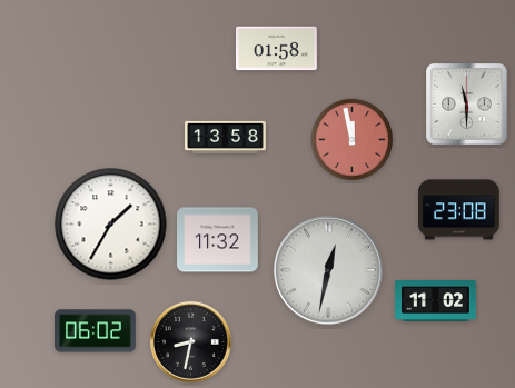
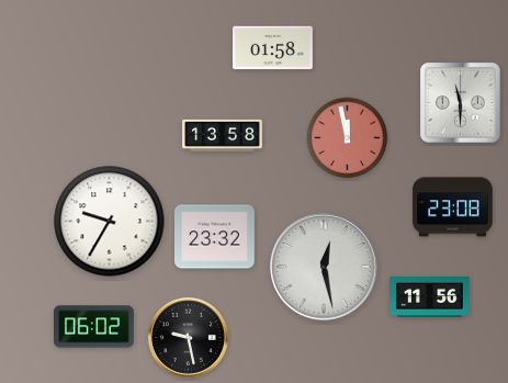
clock at (111, 225): 1:35 -> 9:35
clock at (218, 240): 11:32 -> 23:32
clock at (328, 270): 12:32 -> 12:28
clock at (436, 301): 11:02 -> 11:56
clock at (190, 341): 8:32 -> 9:28
